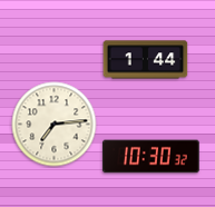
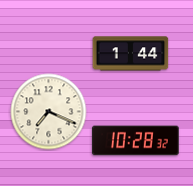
clock at (55, 125): 7:14 -> 7:19
clock at (152, 157): 10:30 -> 10:28
